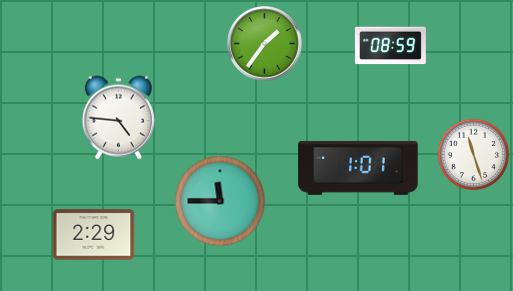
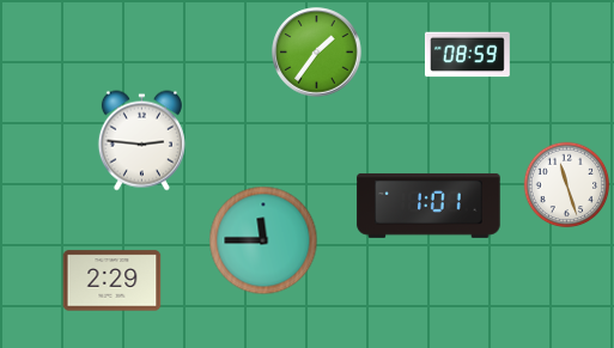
clock at (118, 118): 4:46 -> 2:46
clock at (358, 168) position: (358, 168) -> (428, 206)
